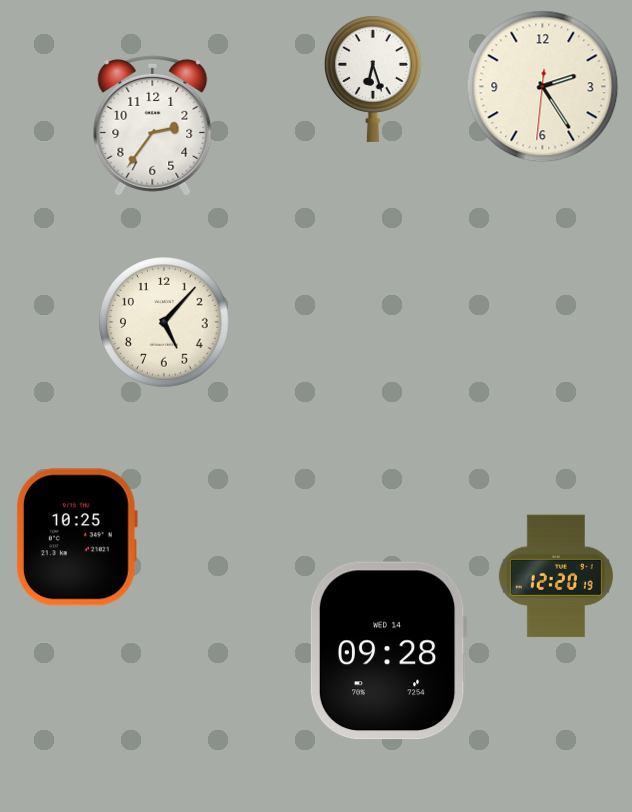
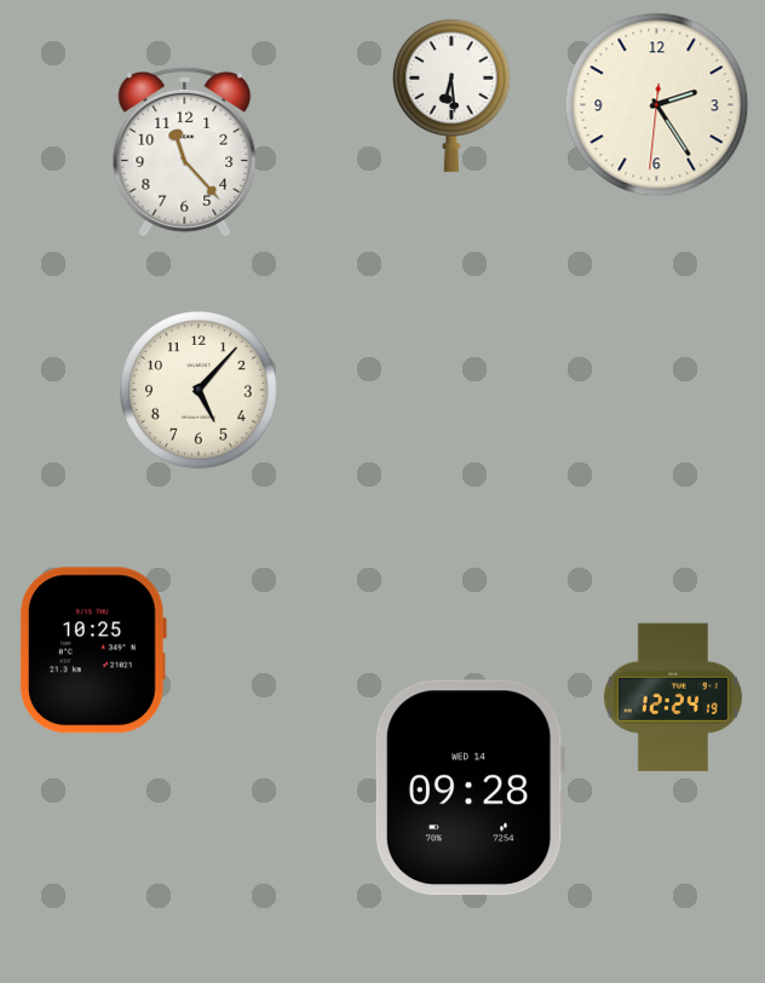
clock at (373, 79): 6:27 -> 6:29
clock at (153, 125): 2:36 -> 11:23
clock at (556, 576): 12:20 -> 12:24
